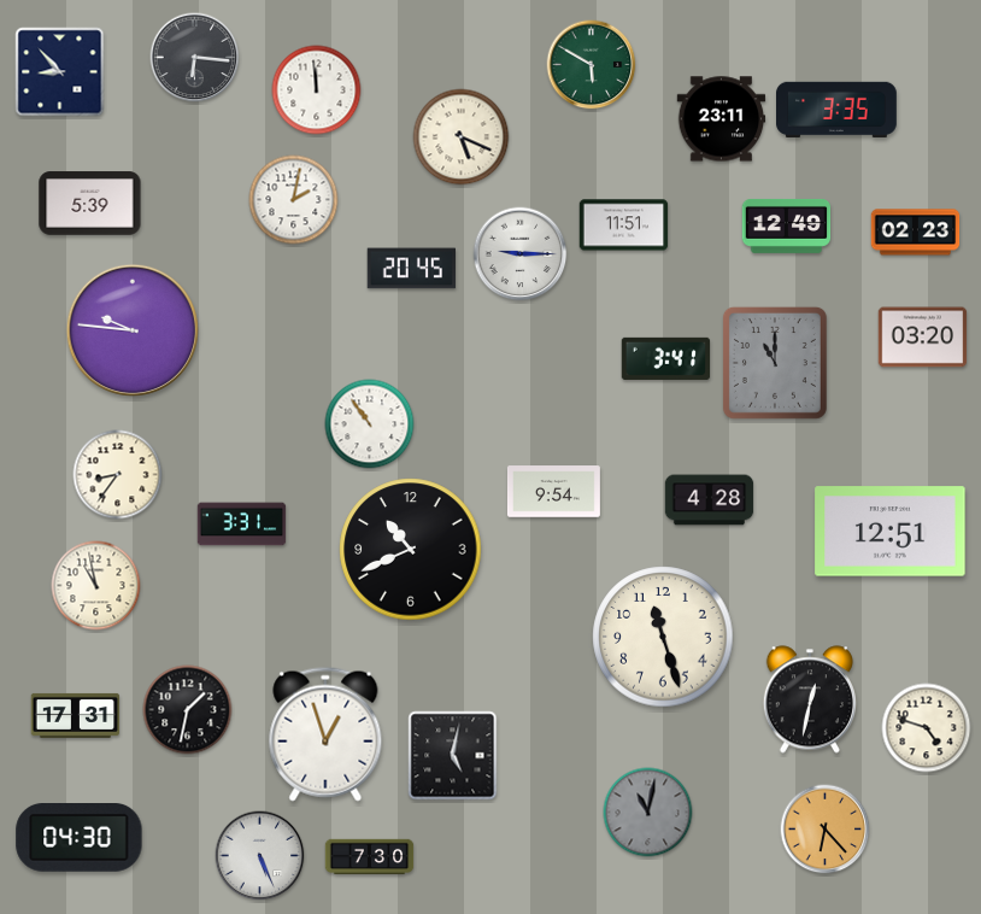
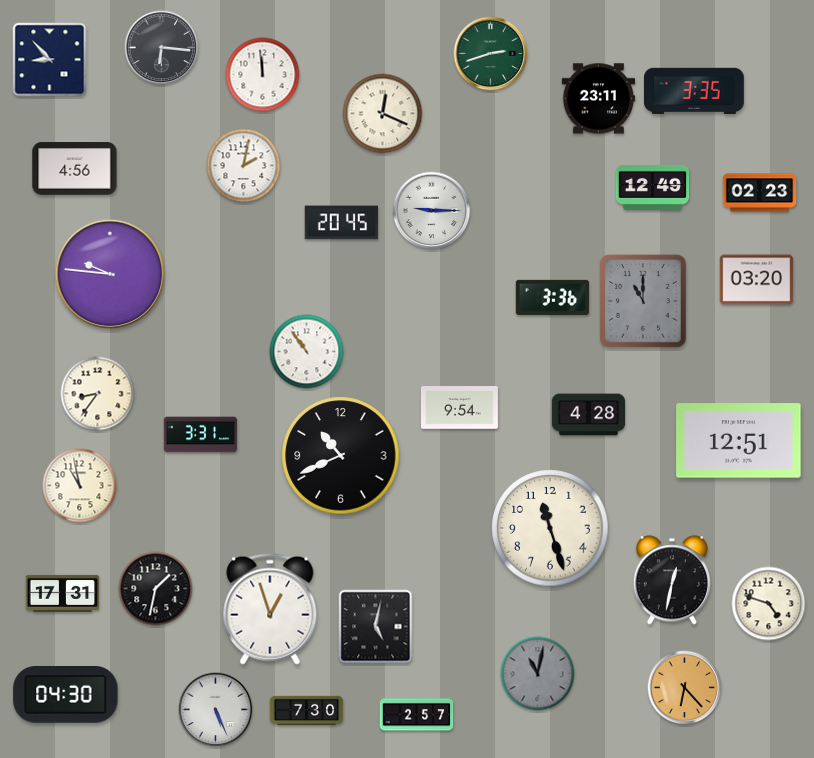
clock at (592, 65): 5:50 -> 2:42
clock at (462, 137): 5:19 -> 12:19
clock at (90, 204): 5:39 -> 4:56
clock at (624, 225): 11:51 -> none
clock at (923, 338) position: (923, 338) -> (757, 280)
clock at (666, 358): 3:41 -> 3:36
clock at (417, 715): none -> 2:57
